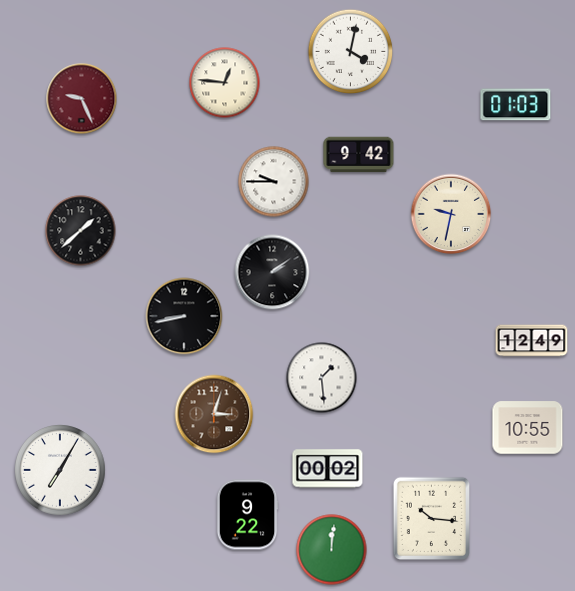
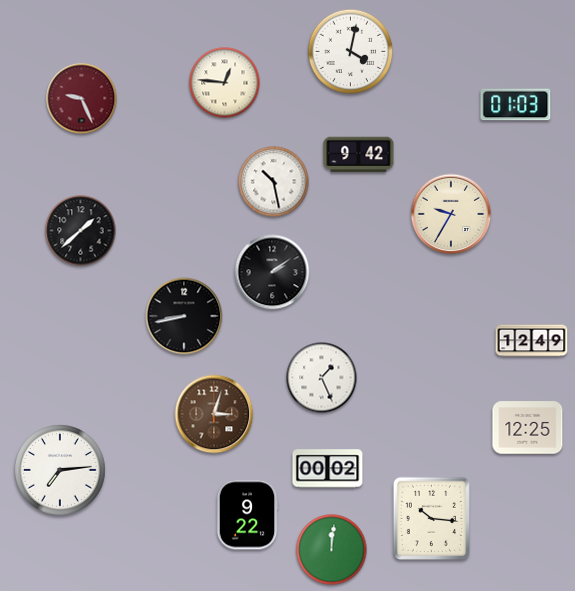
clock at (274, 182): 9:45 -> 10:28
clock at (451, 214): 9:32 -> 9:35
clock at (322, 378): 1:29 -> 1:26
clock at (528, 428): 10:55 -> 12:25
clock at (60, 471): 7:05 -> 7:14
